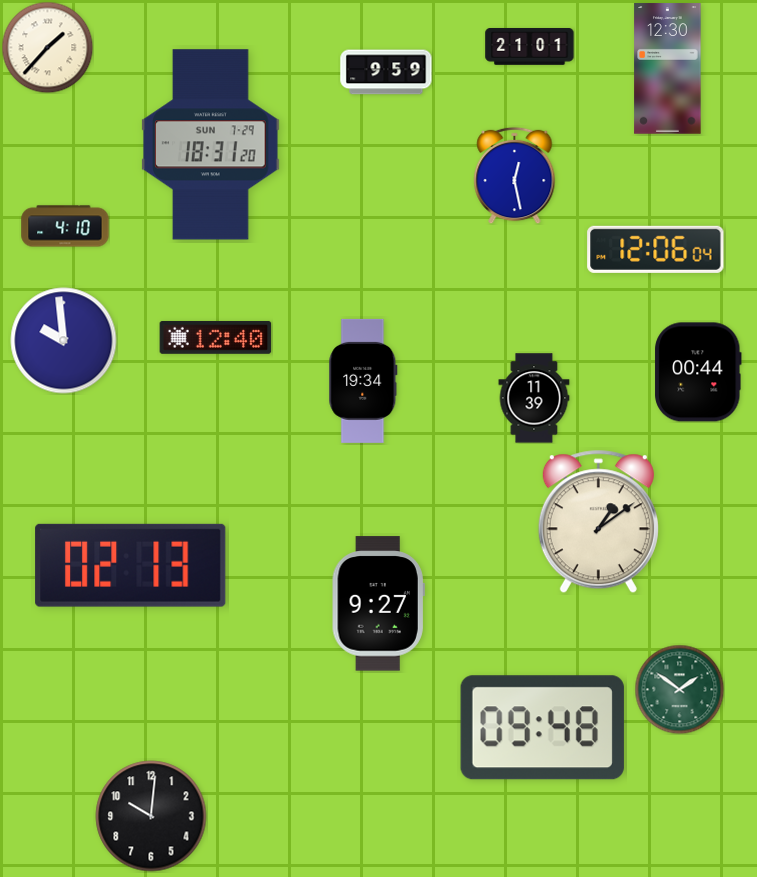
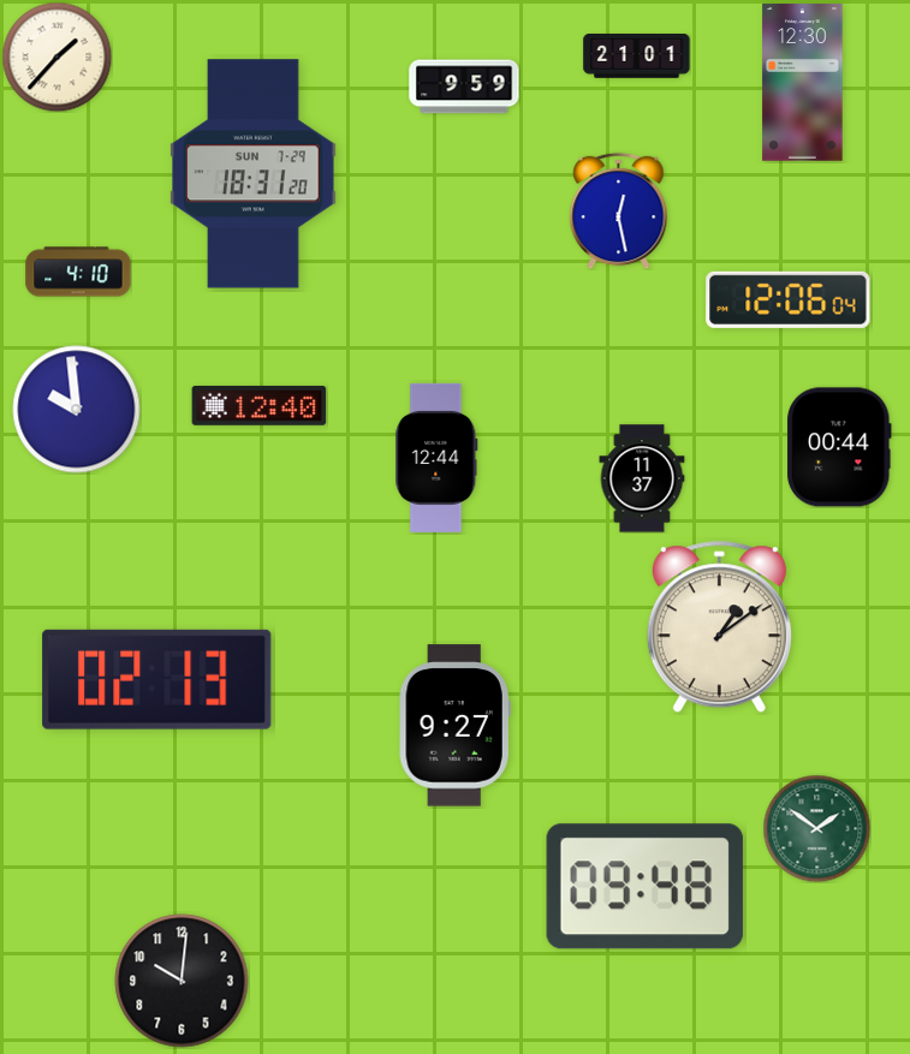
clock at (363, 381): 19:34 -> 12:44
clock at (534, 398): 11:39 -> 11:37
clock at (542, 728) position: (542, 728) -> (644, 887)
